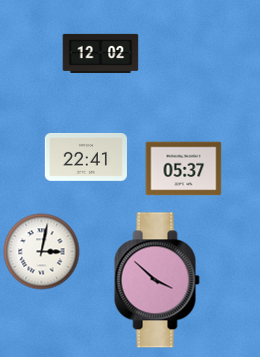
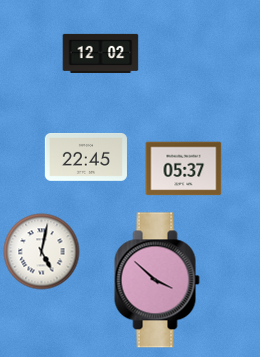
clock at (86, 157): 22:41 -> 22:45
clock at (42, 252): 3:02 -> 5:02
